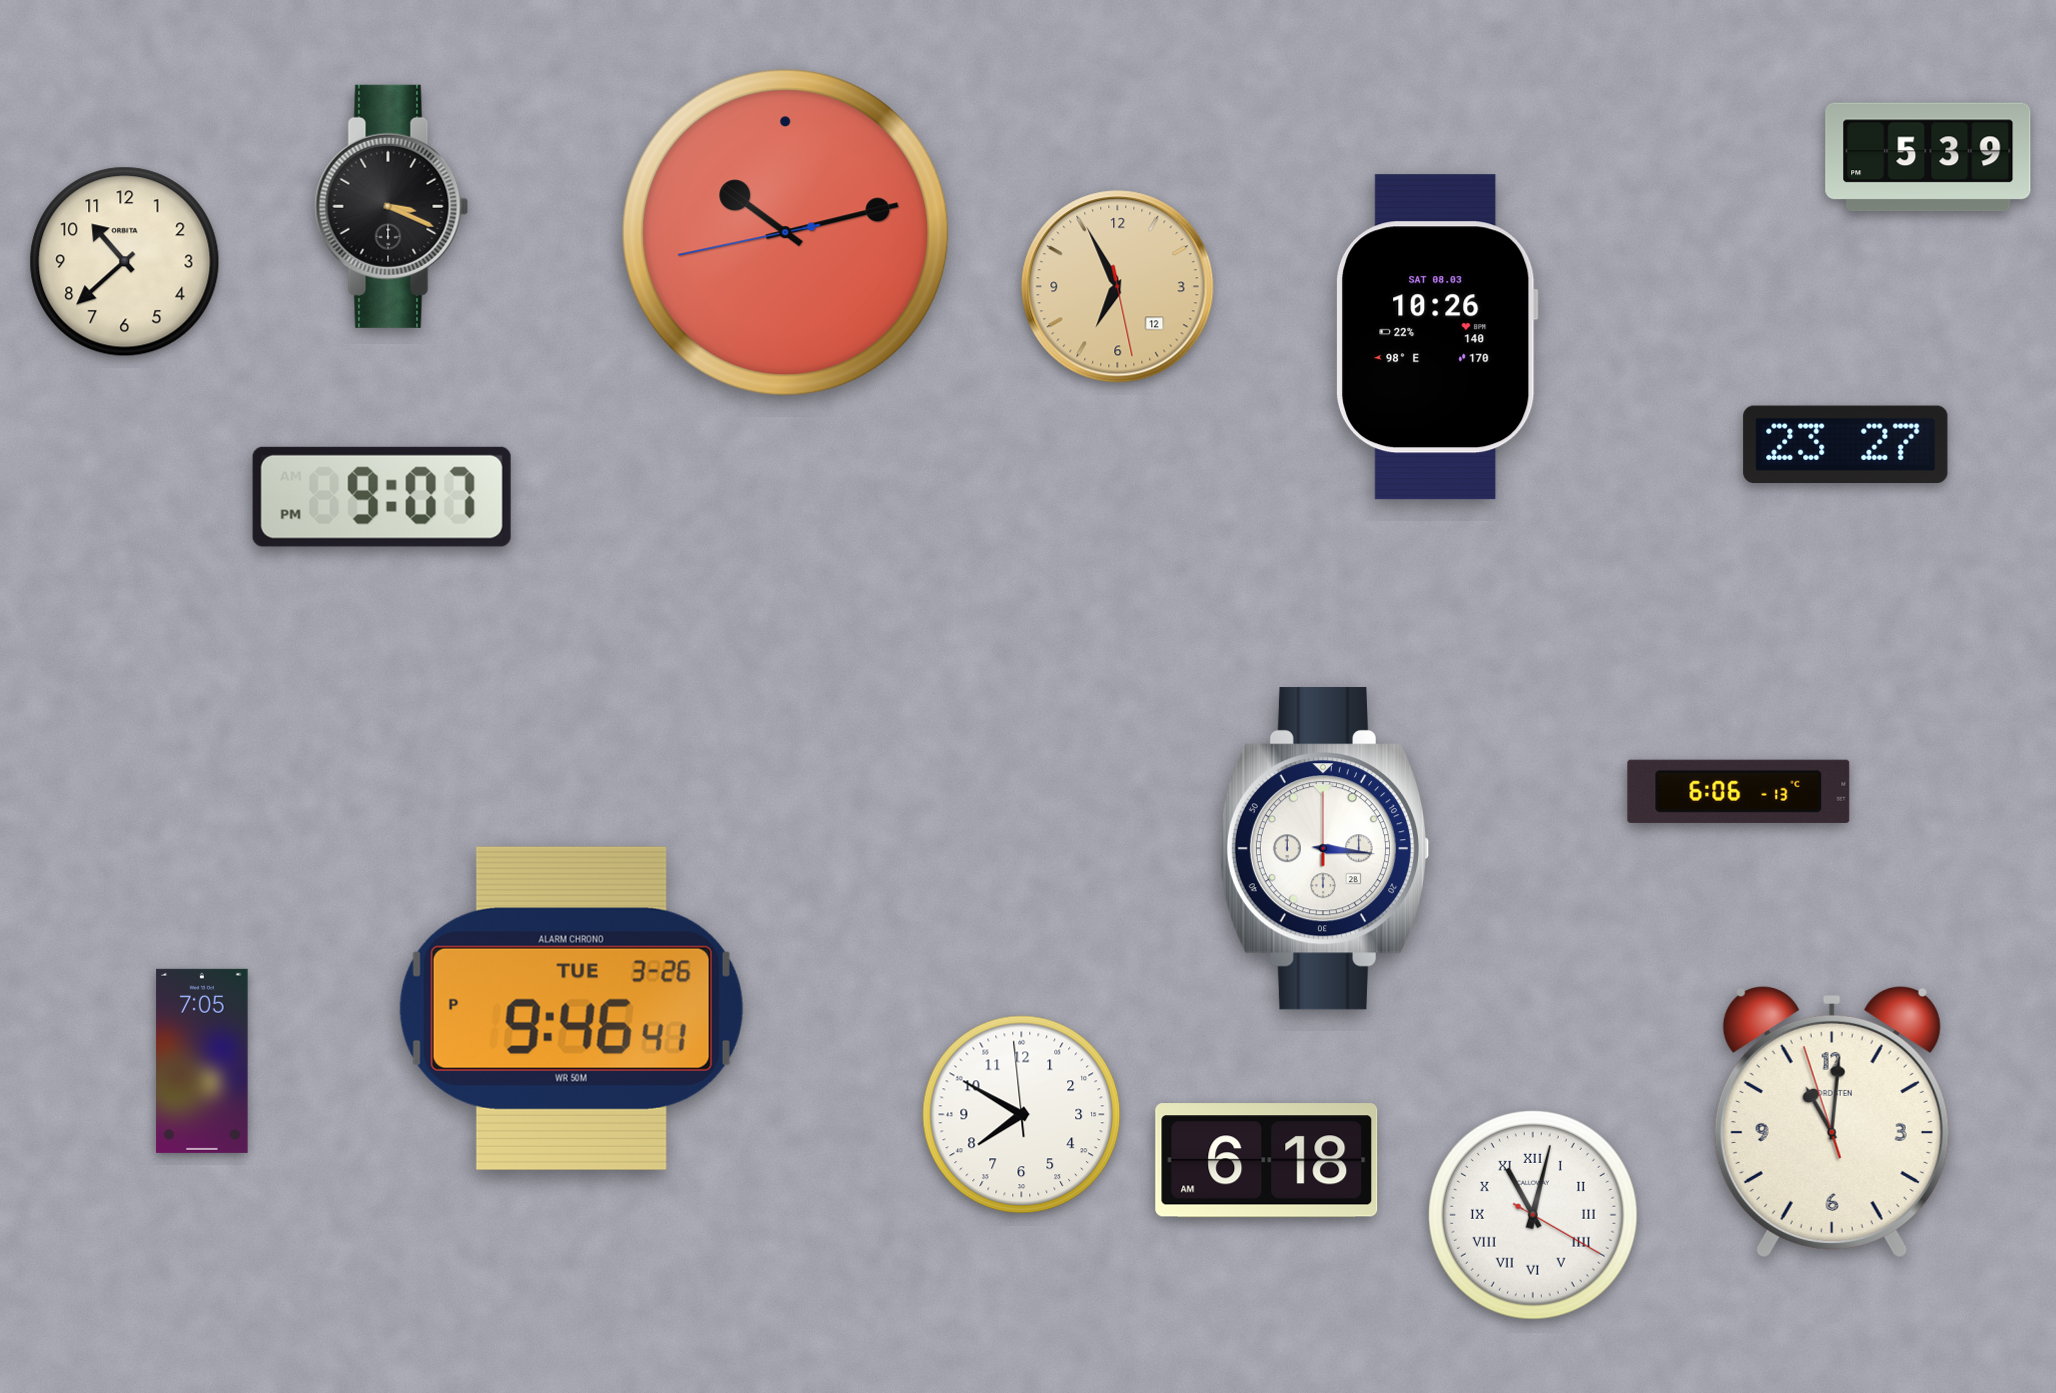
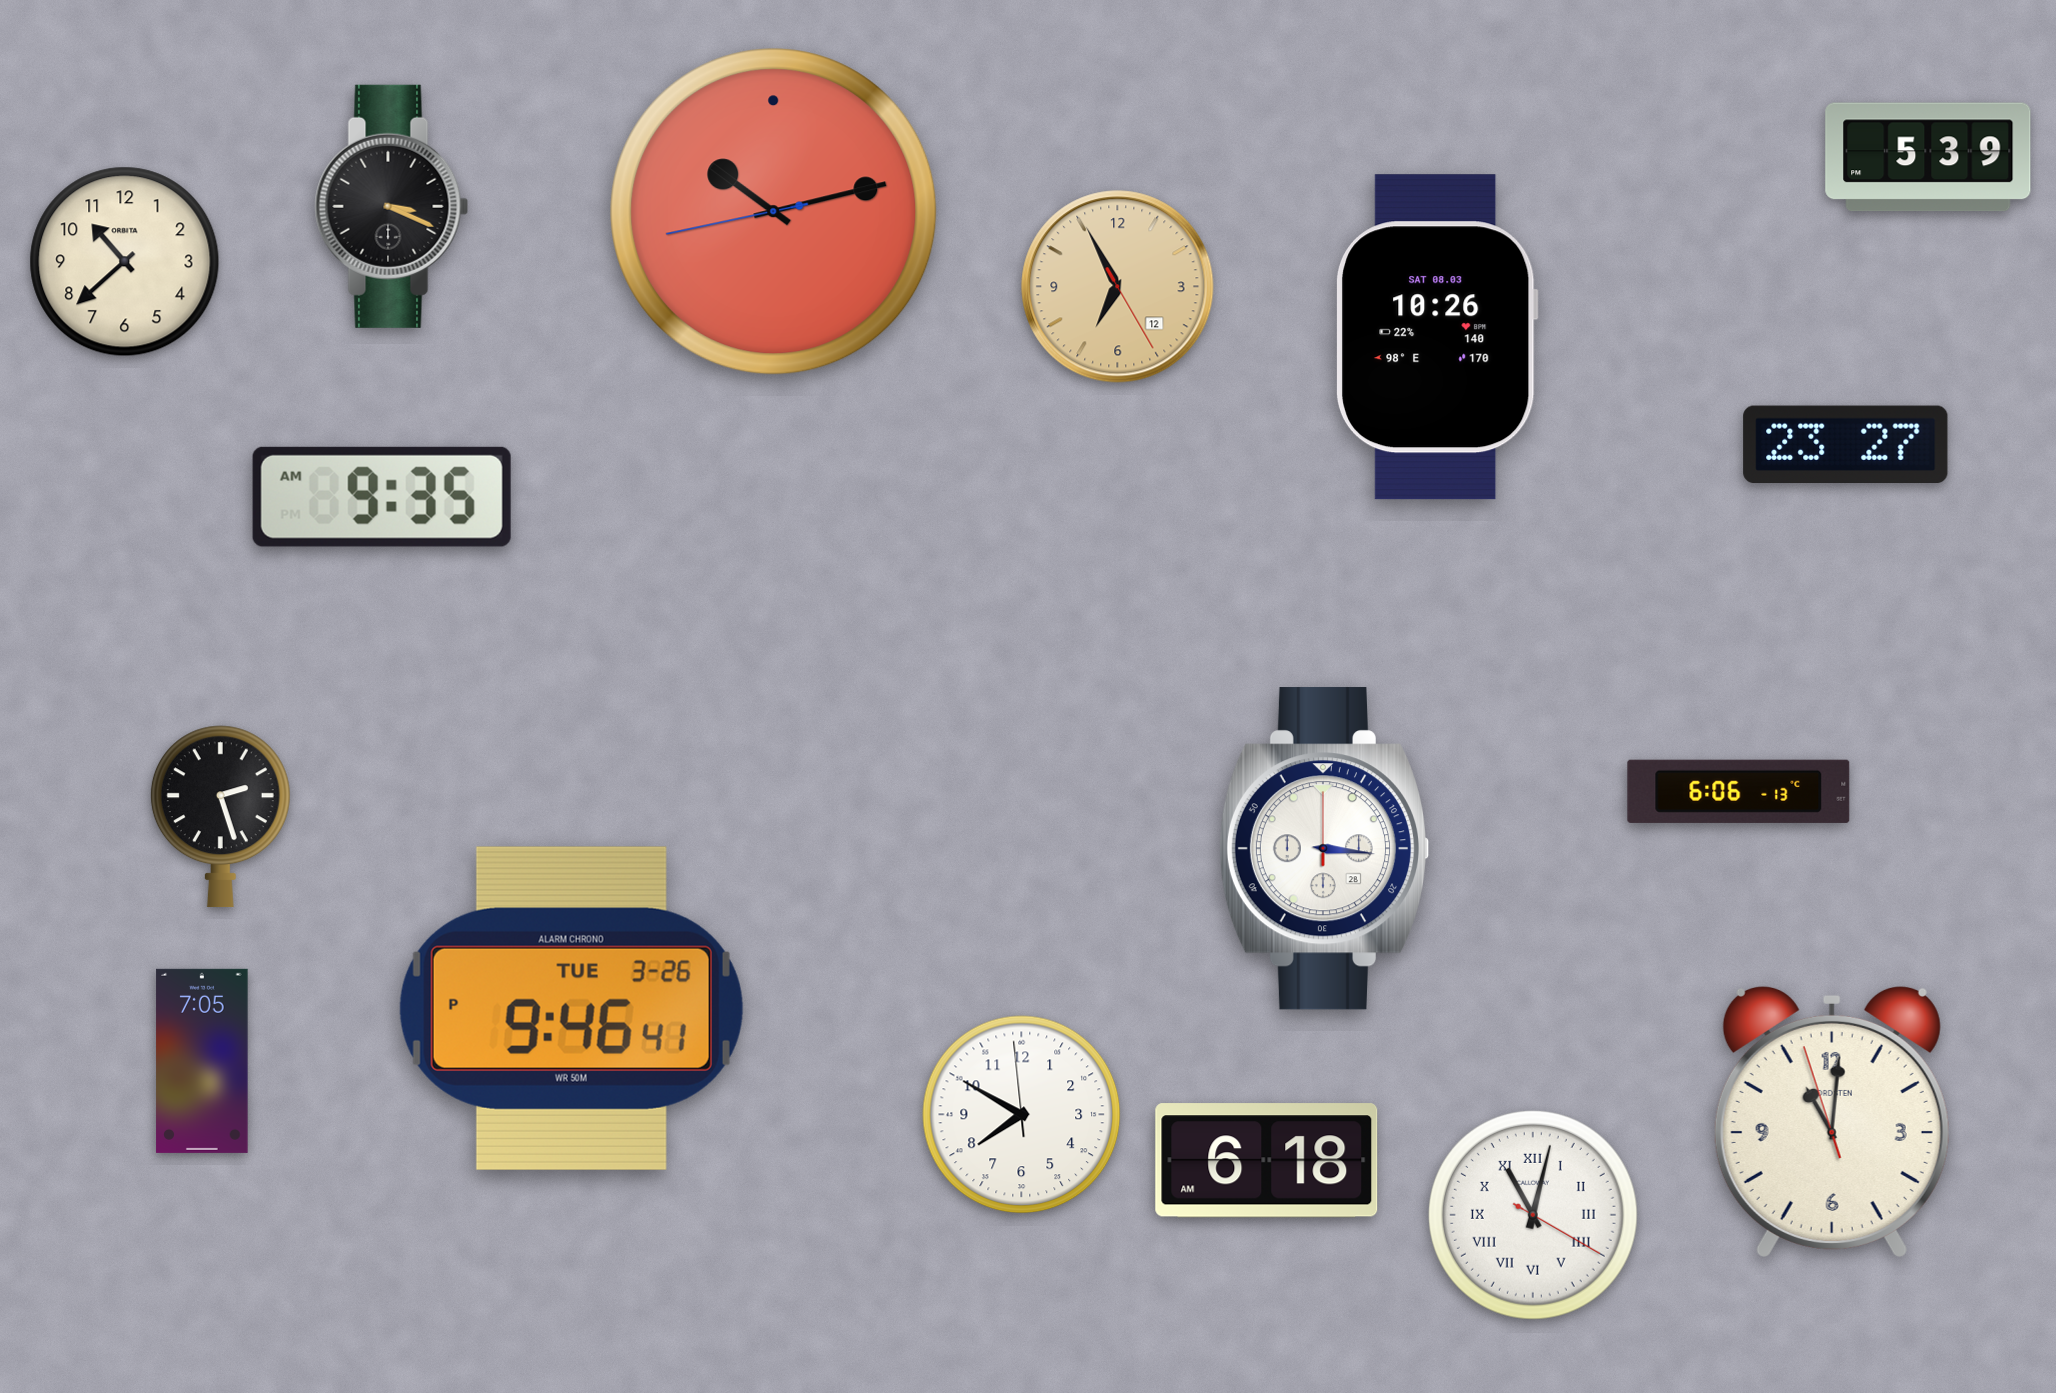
clock at (786, 233) position: (786, 233) -> (774, 212)
clock at (1118, 287): 6:55:28 -> 6:55:25
clock at (382, 497): 9:07 -> 9:35
clock at (220, 816): none -> 2:27
